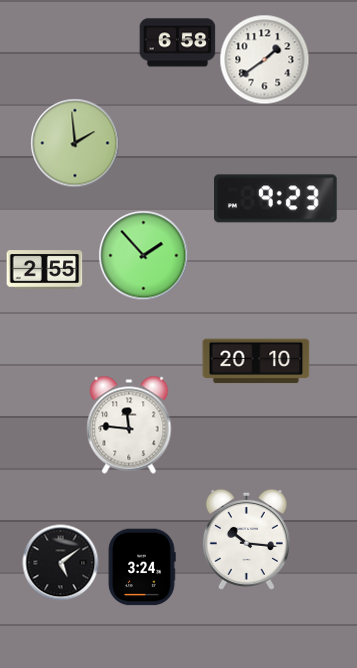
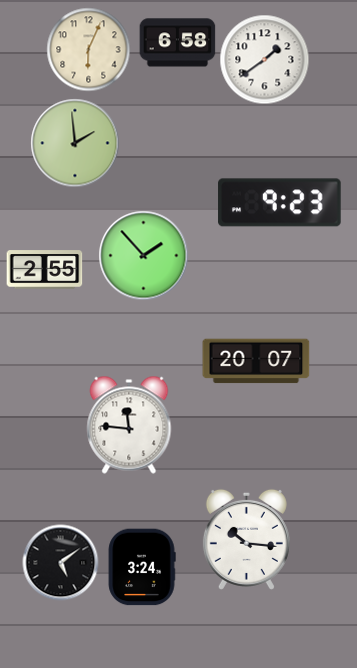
clock at (89, 50): none -> 6:04
clock at (276, 199) position: (276, 199) -> (280, 203)
clock at (256, 361): 20:10 -> 20:07
